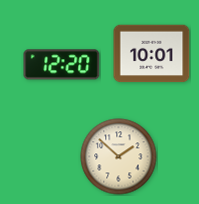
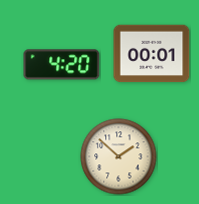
clock at (152, 54): 10:01 -> 00:01
clock at (62, 65): 12:20 -> 4:20
